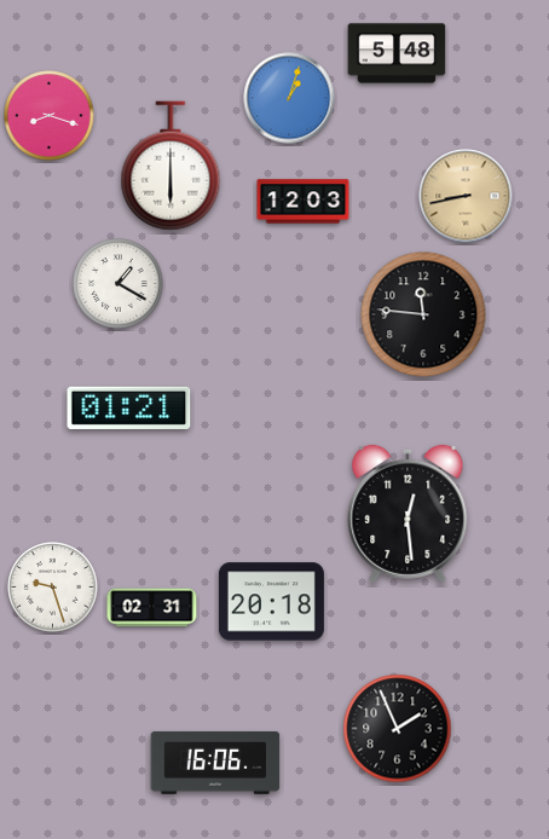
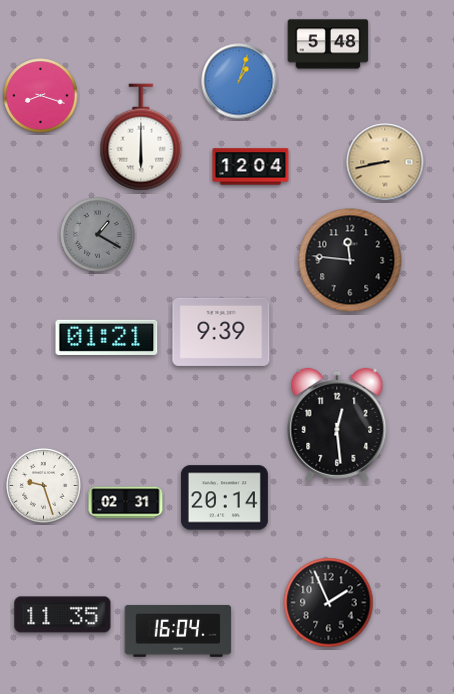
clock at (304, 202): 12:03 -> 12:04
clock at (119, 284) dial: white -> grey
clock at (221, 332): none -> 9:39
clock at (271, 602): 20:18 -> 20:14
clock at (63, 615): none -> 11:35
clock at (215, 763): 16:06 -> 16:04
